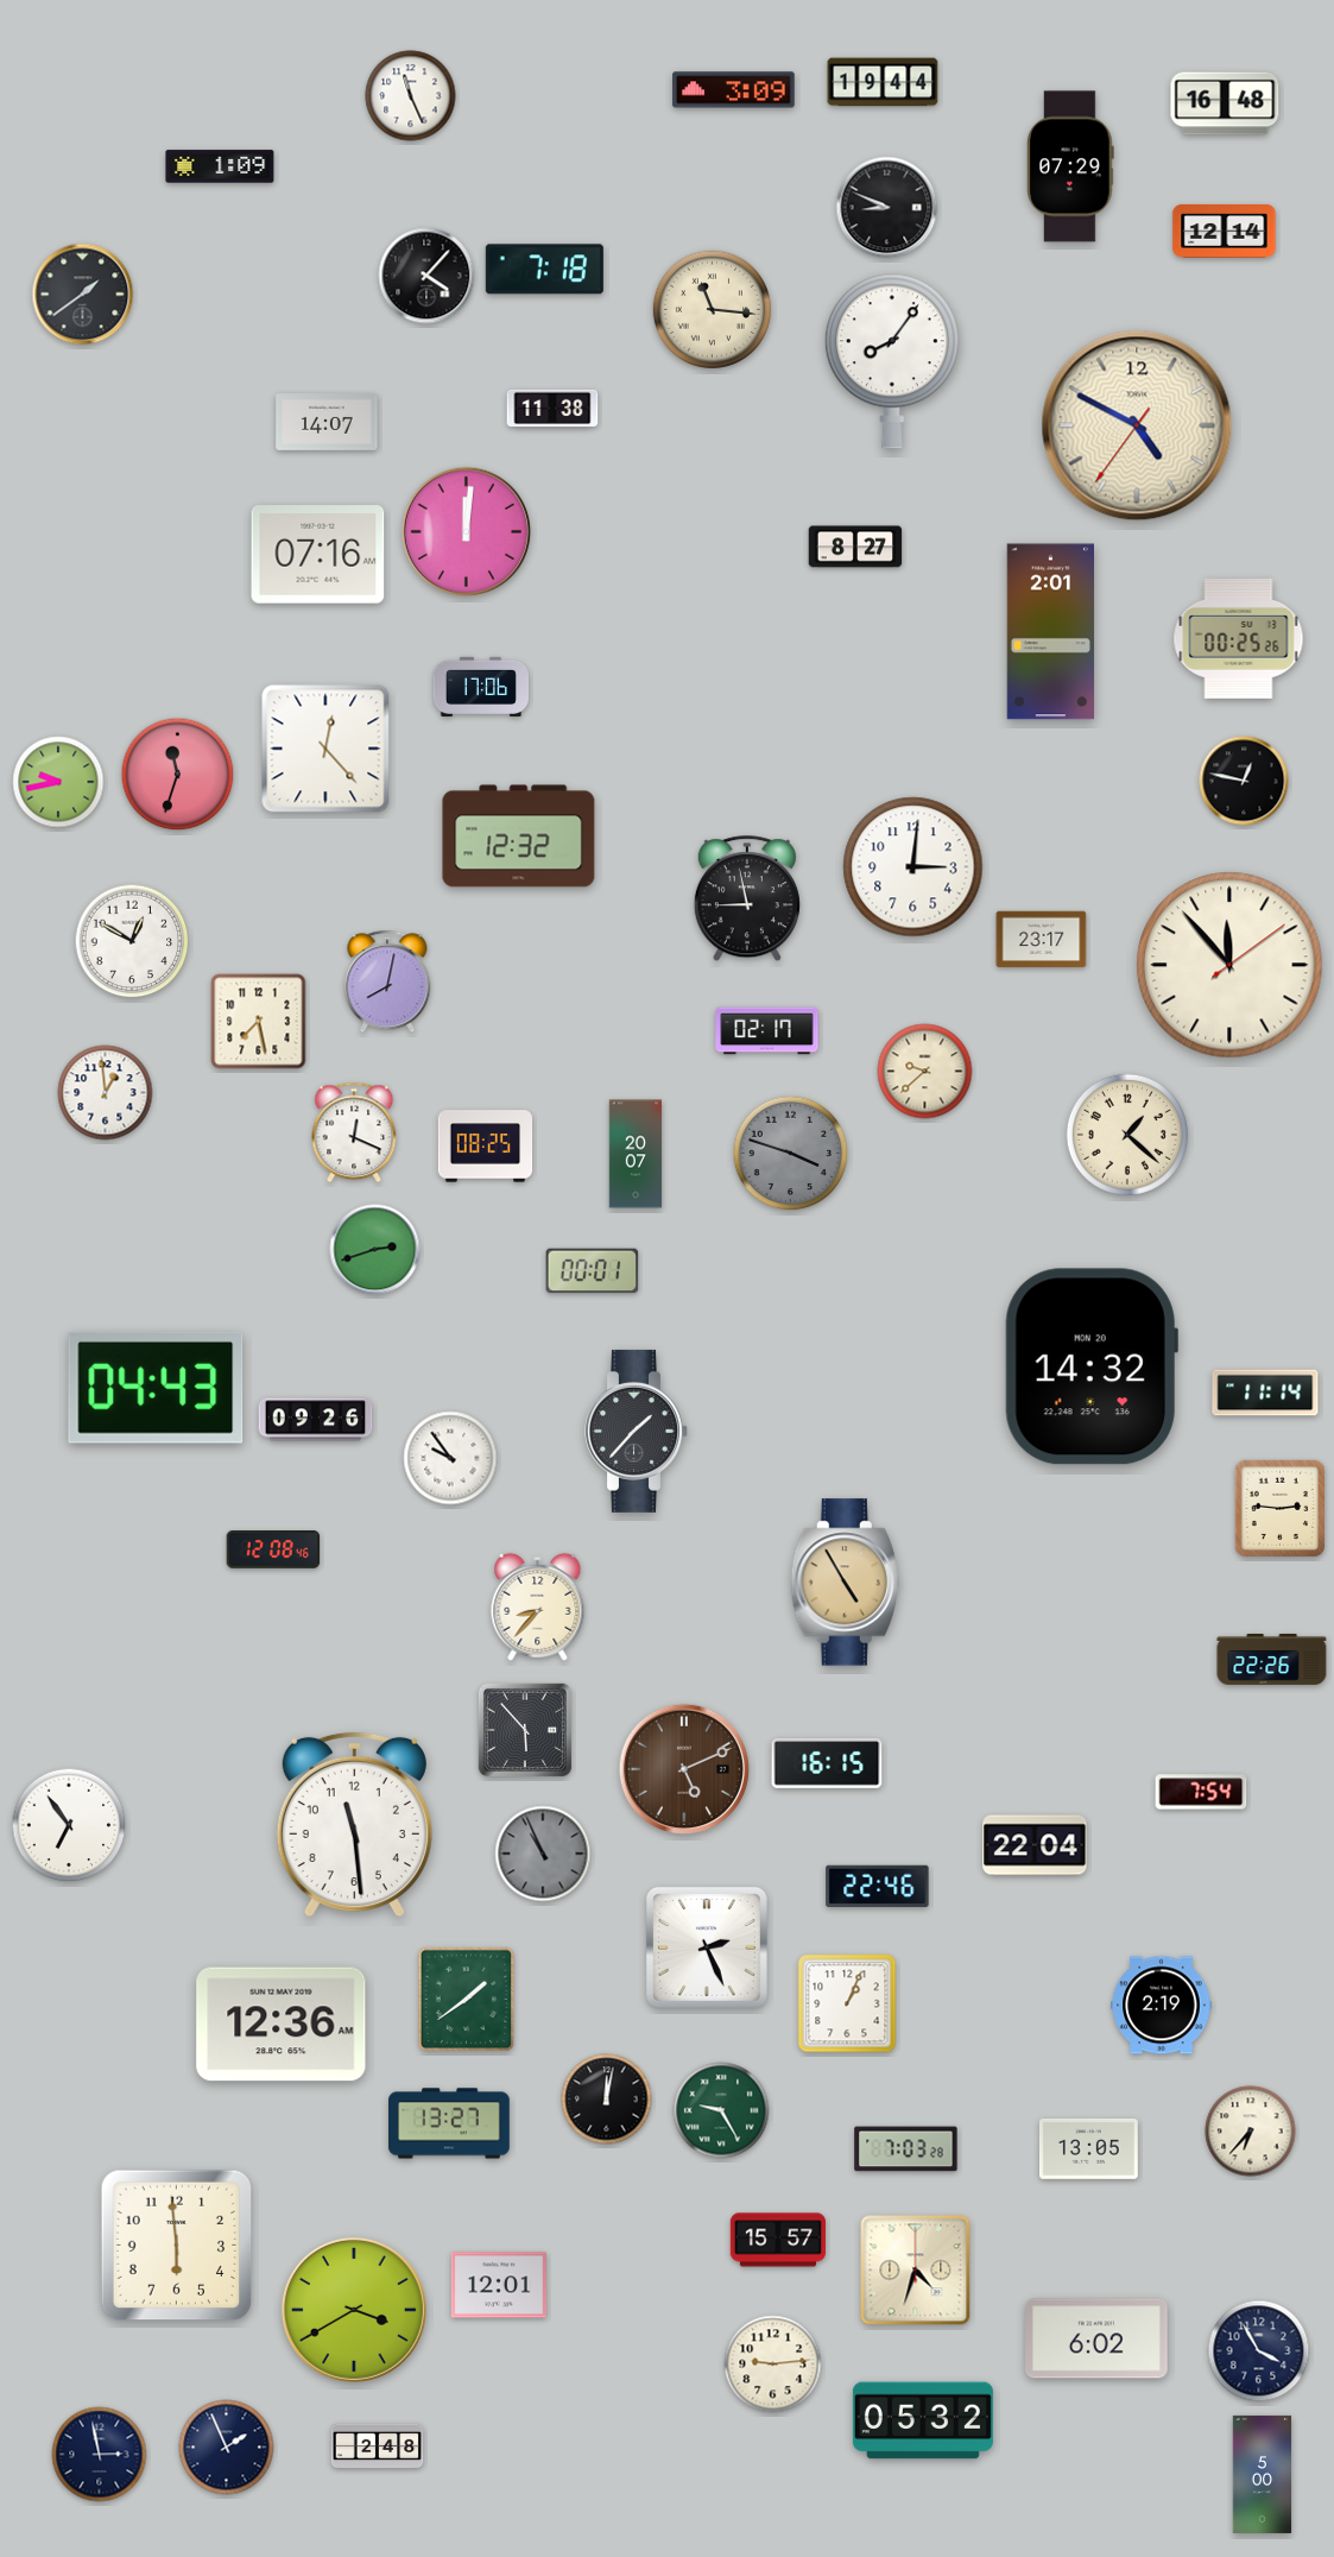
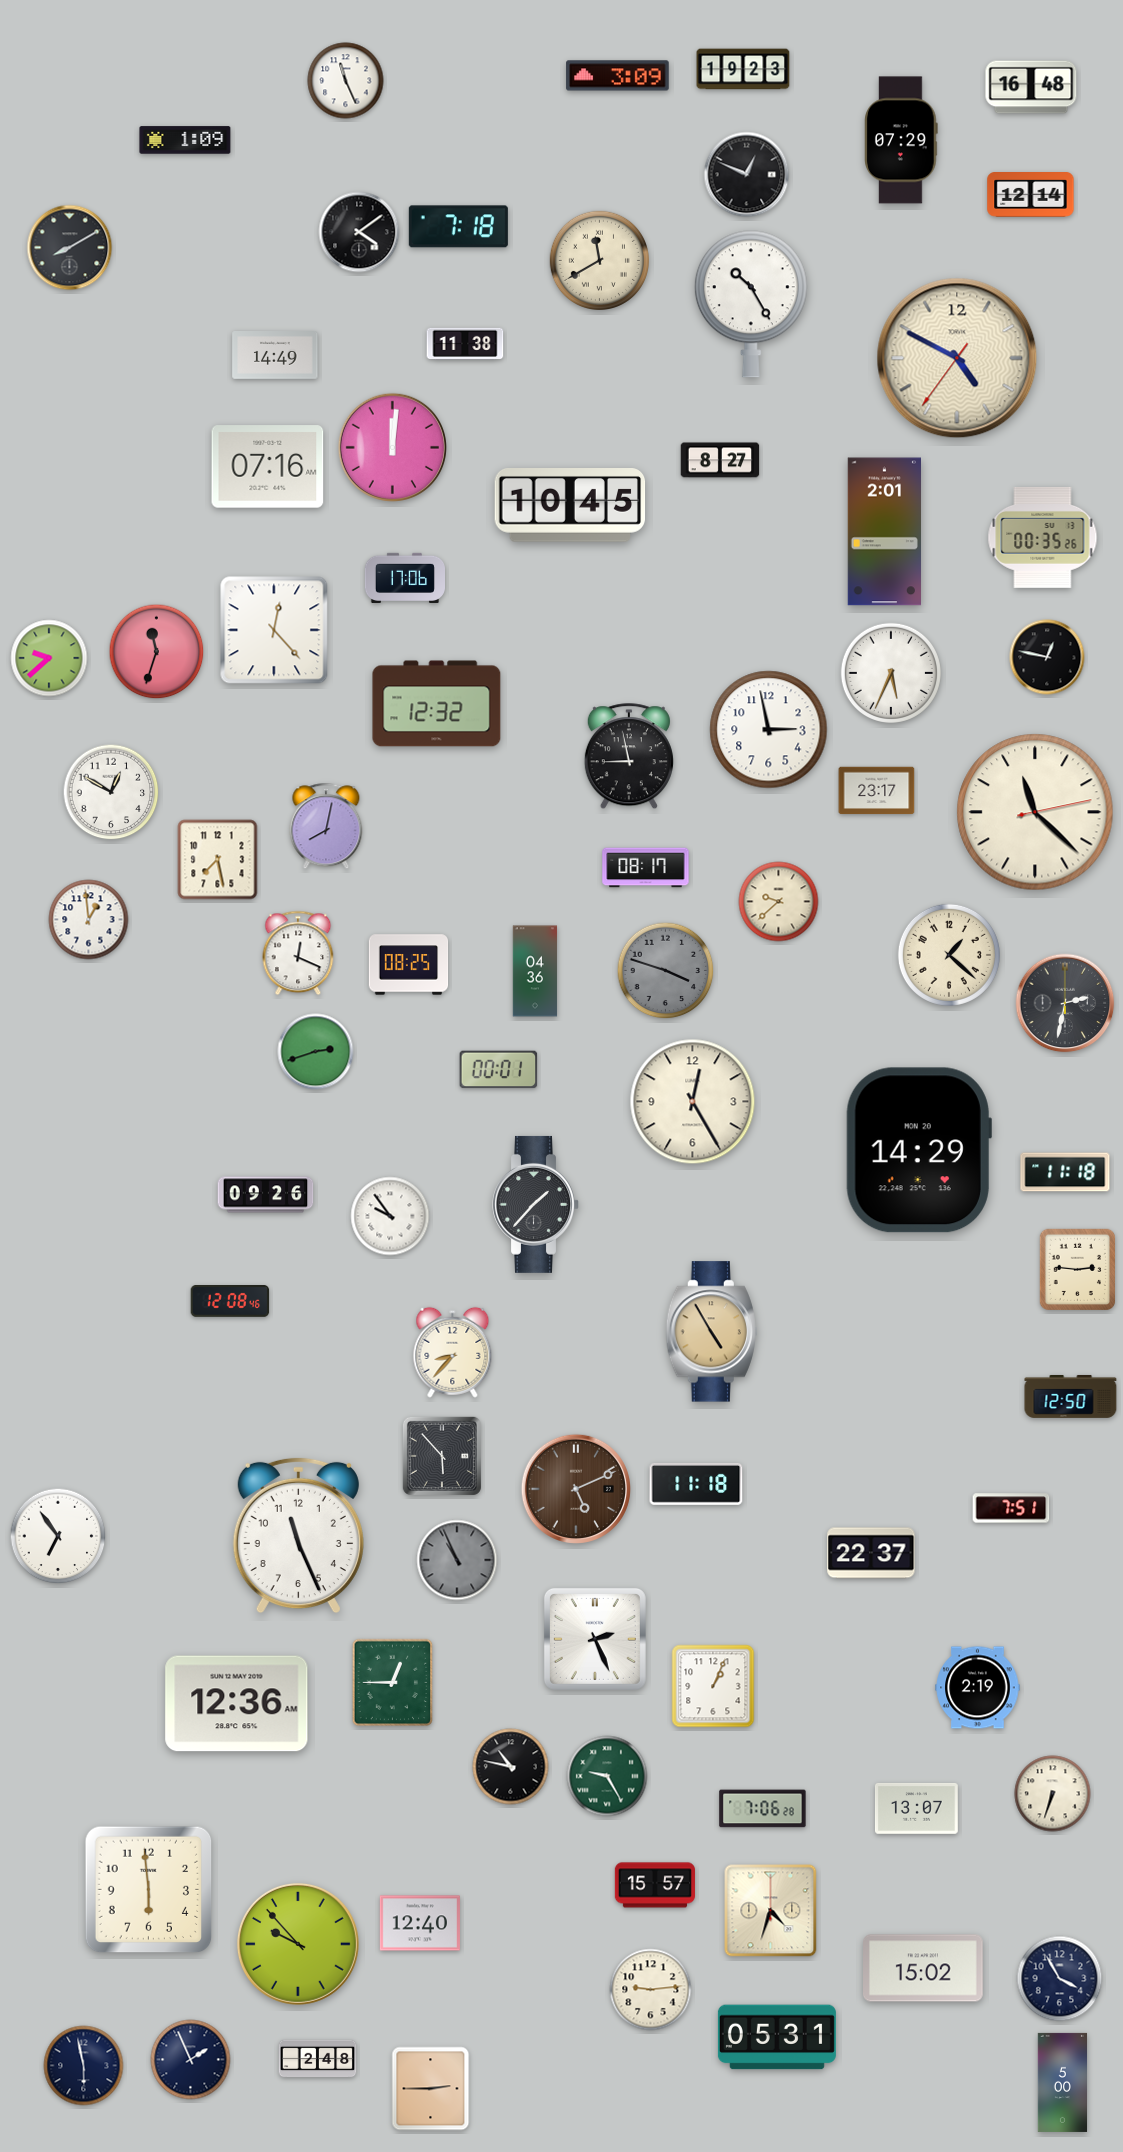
clock at (883, 82): 19:44 -> 19:23
clock at (887, 208): 8:49 -> 12:49
clock at (426, 276): 4:07 -> 4:09
clock at (83, 295): 1:39 -> 8:10
clock at (712, 309): 11:16 -> 11:40
clock at (892, 361): 8:06 -> 10:25
clock at (327, 423): 14:07 -> 14:49
clock at (570, 506): none -> 10:45
clock at (1239, 638): 00:25 -> 00:35
clock at (178, 775) position: (178, 775) -> (157, 652)
clock at (58, 782): 9:43 -> 9:38
clock at (891, 673): none -> 5:34
clock at (913, 867): 3:01 -> 2:58
clock at (1229, 965): 11:53 -> 11:22
clock at (767, 1031): 02:17 -> 08:17
clock at (636, 1154): 20:07 -> 04:36
clock at (1065, 1003): none -> 2:32
clock at (693, 1102): none -> 12:25
clock at (1092, 1366): 14:32 -> 14:29
clock at (156, 1388): 04:43 -> none
clock at (1265, 1393): 11:14 -> 11:18
clock at (450, 1458) position: (450, 1458) -> (390, 1216)
clock at (273, 1551) position: (273, 1551) -> (230, 1302)
clock at (1272, 1659): 22:26 -> 12:50
clock at (827, 1763): 16:15 -> 11:18
clock at (1201, 1792): 7:54 -> 7:51
clock at (354, 1825): 11:29 -> 11:26
clock at (1035, 1845): 22:04 -> 22:37
clock at (878, 1886): 22:46 -> none
clock at (467, 2000): 1:39 -> 12:45
clock at (607, 2100): 12:02 -> 10:47
clock at (449, 2123): 13:27 -> none
clock at (1251, 2132): 6:37 -> 6:33
clock at (1088, 2148): 13:05 -> 13:07
clock at (906, 2149): 7:03 -> 7:06
clock at (499, 2285): 12:01 -> 12:40
clock at (354, 2310): 3:40 -> 9:53
clock at (1098, 2338): 6:02 -> 15:02
clock at (923, 2420): 05:32 -> 05:31
clock at (100, 2455): 2:58 -> 5:58
clock at (431, 2089): none -> 2:45
